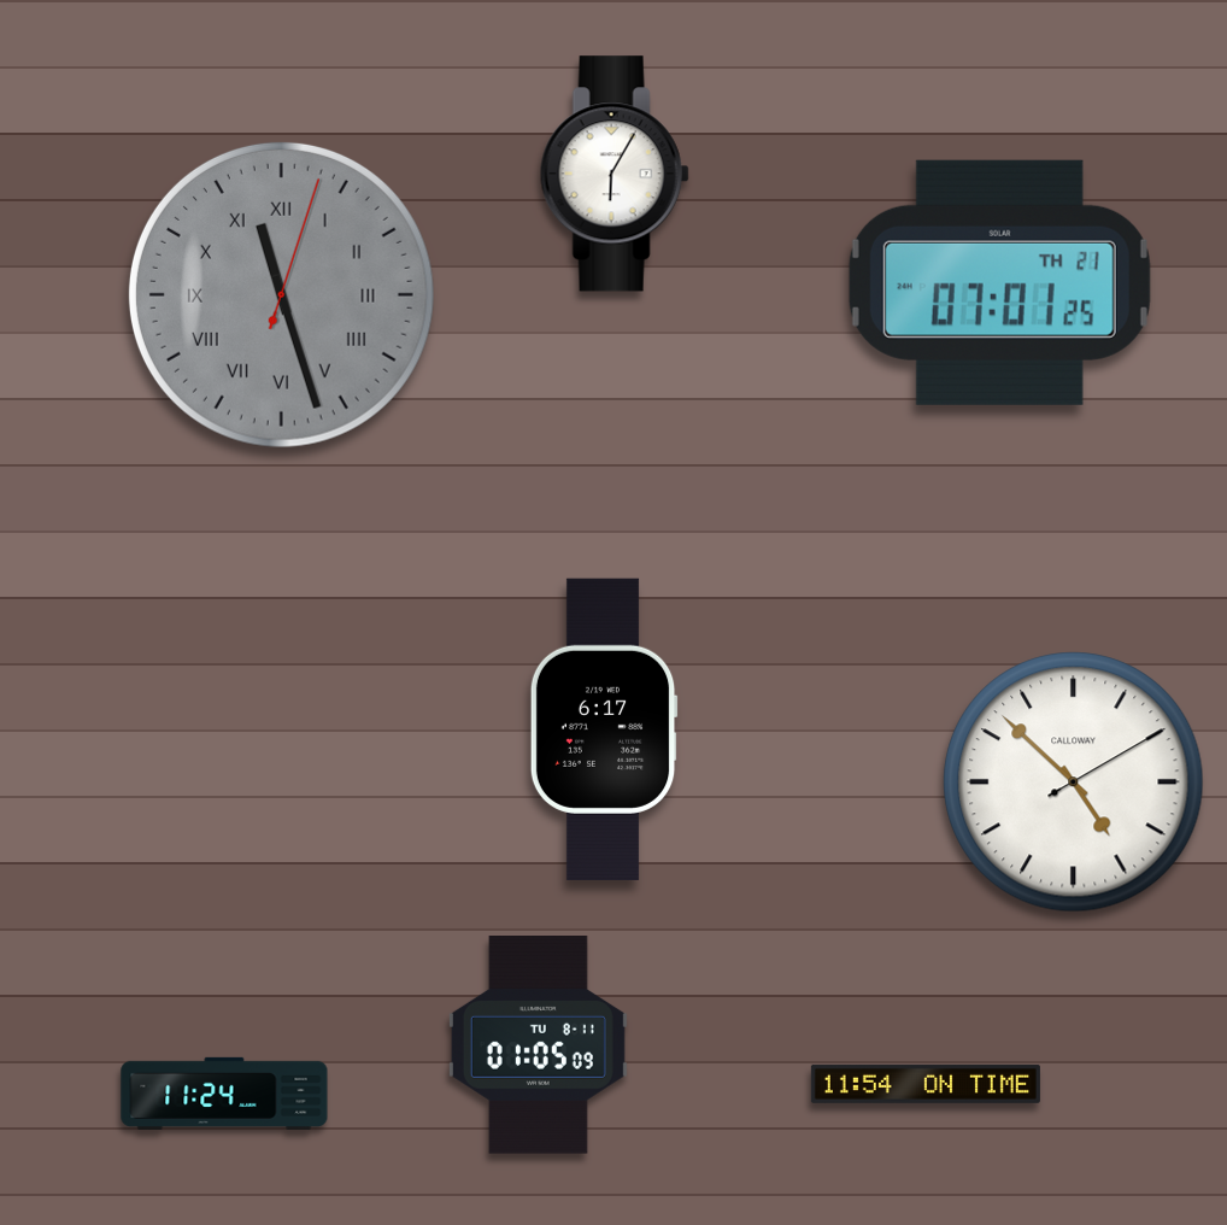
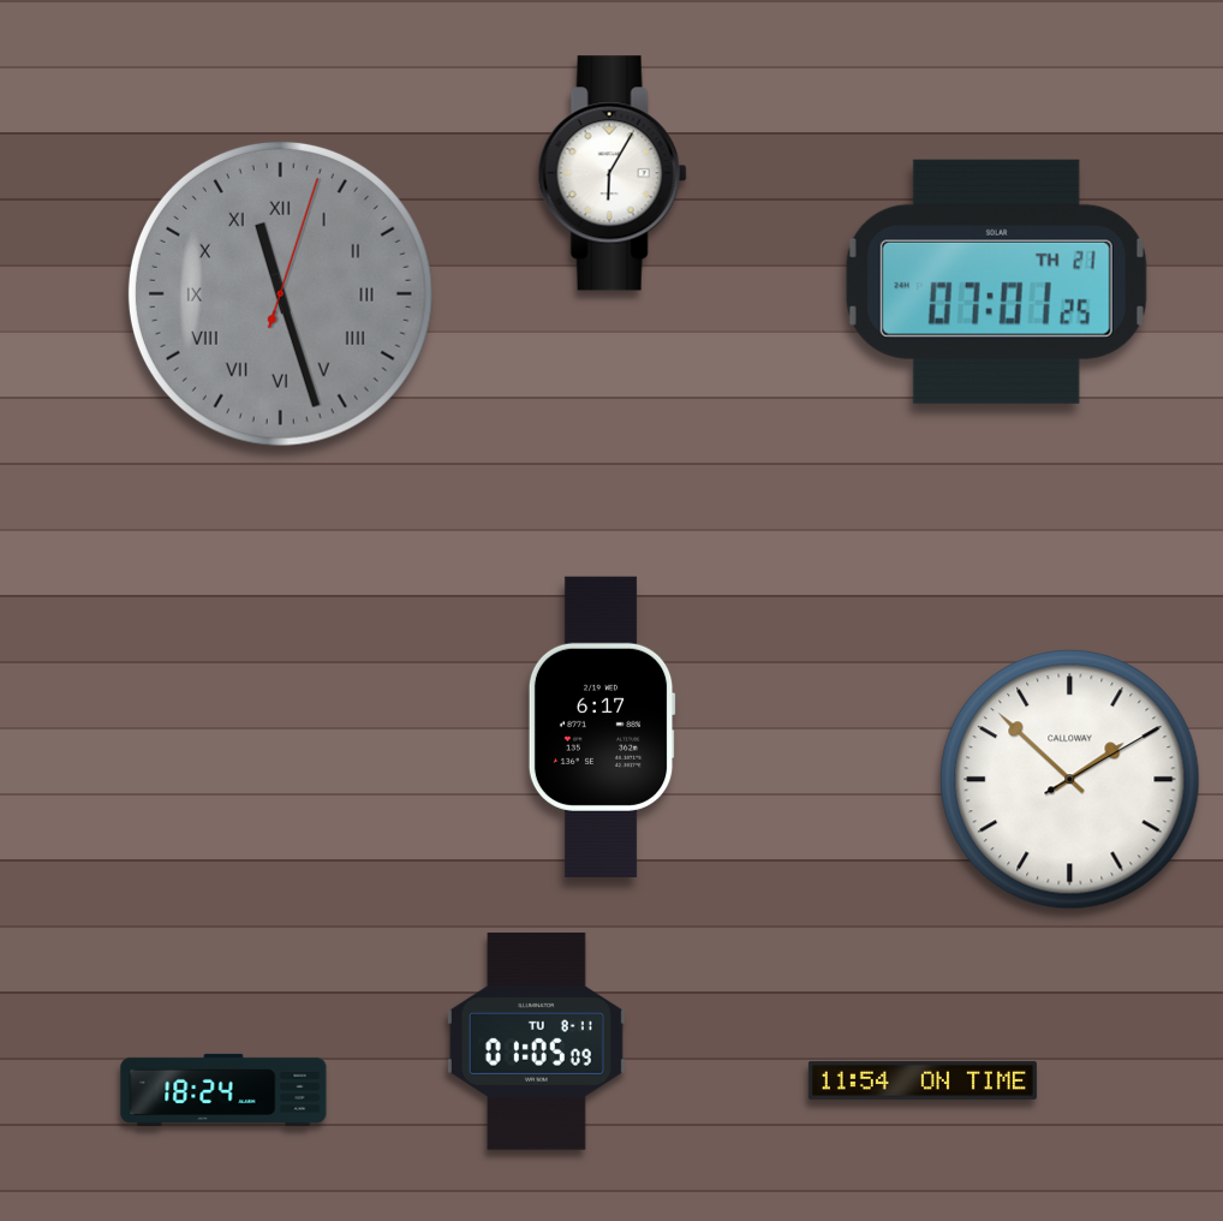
clock at (1074, 783): 4:52 -> 1:52
clock at (224, 1094): 11:24 -> 18:24
